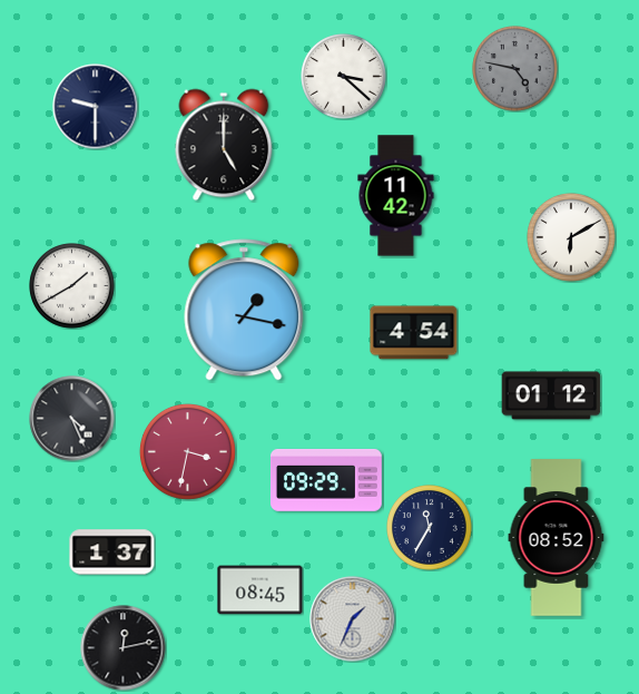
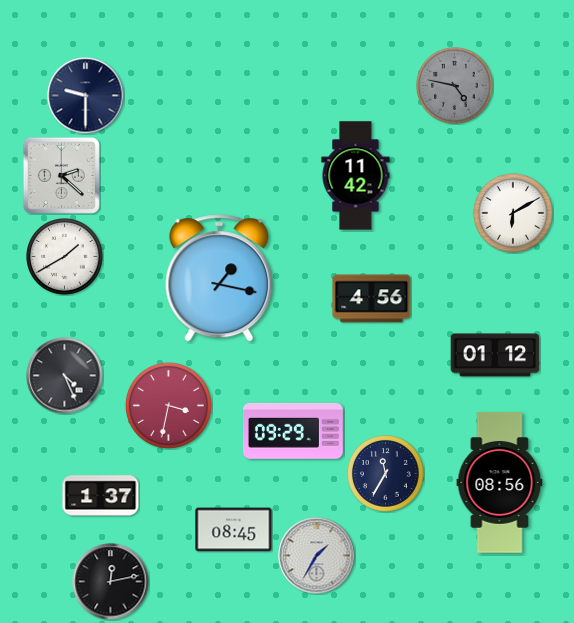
clock at (515, 69) position: (515, 69) -> (455, 86)
clock at (344, 77): 3:22 -> none
clock at (224, 145): 5:00 -> none
clock at (61, 175): none -> 2:22
clock at (414, 333): 4:54 -> 4:56
clock at (557, 538): 08:52 -> 08:56
clock at (353, 619): 1:34 -> 1:35
